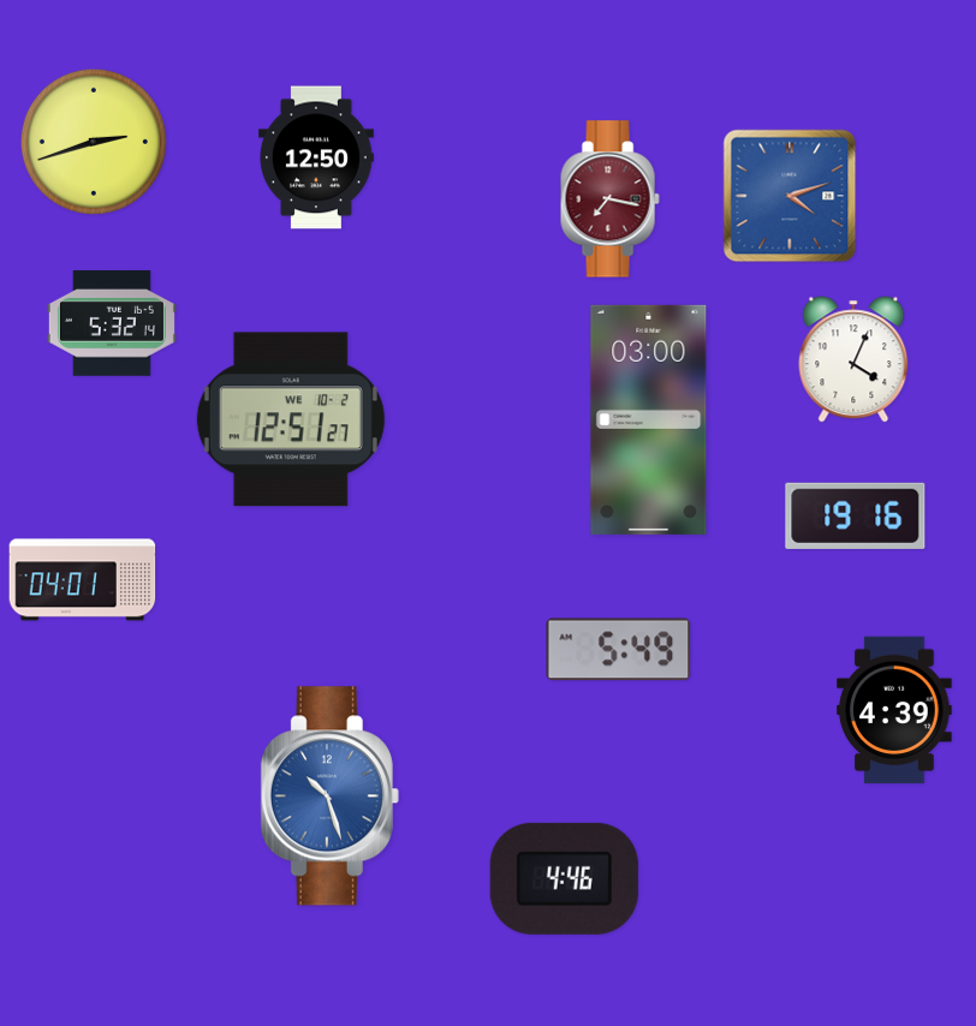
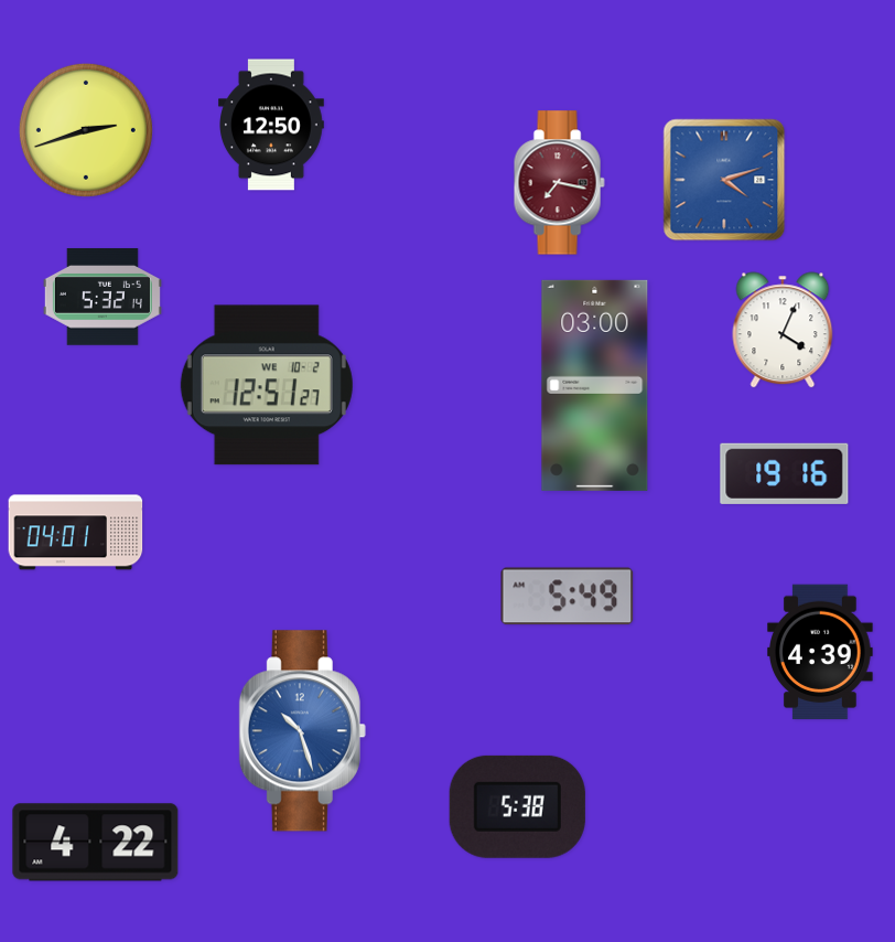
clock at (317, 157) position: (317, 157) -> (272, 125)
clock at (564, 878): 4:46 -> 5:38
clock at (96, 843): none -> 4:22
